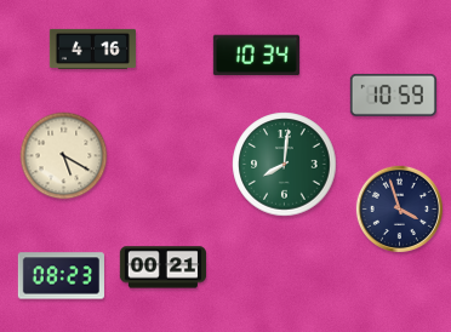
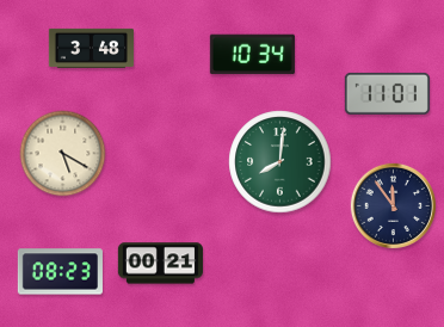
clock at (92, 48): 4:16 -> 3:48
clock at (393, 95): 10:59 -> 11:01
clock at (399, 208): 3:57 -> 11:54
